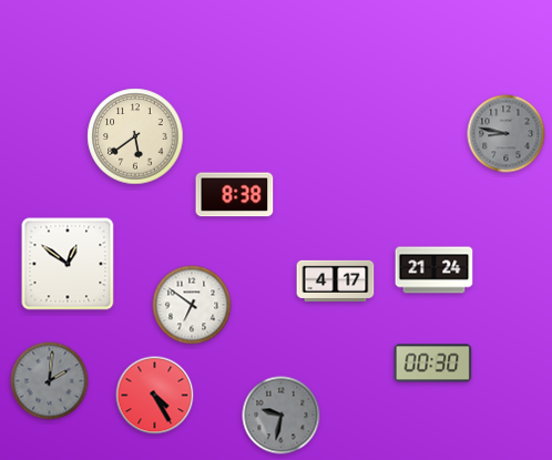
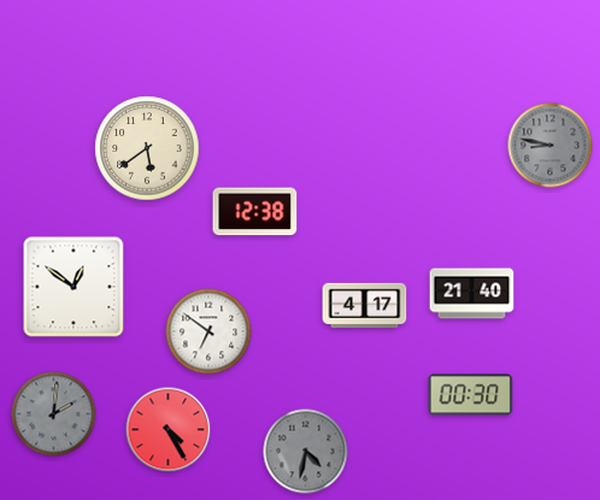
clock at (235, 195): 8:38 -> 12:38
clock at (435, 270): 21:24 -> 21:40
clock at (282, 416): 9:32 -> 4:32
